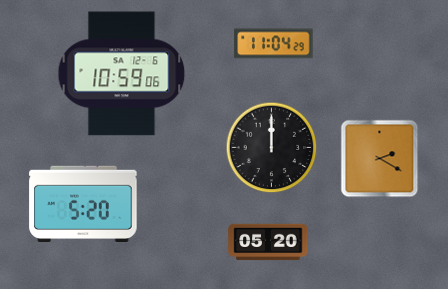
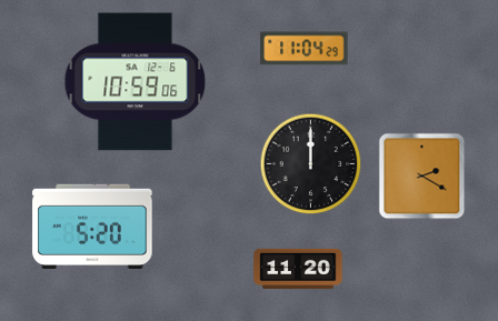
clock at (272, 148) position: (272, 148) -> (311, 164)
clock at (268, 242): 05:20 -> 11:20
